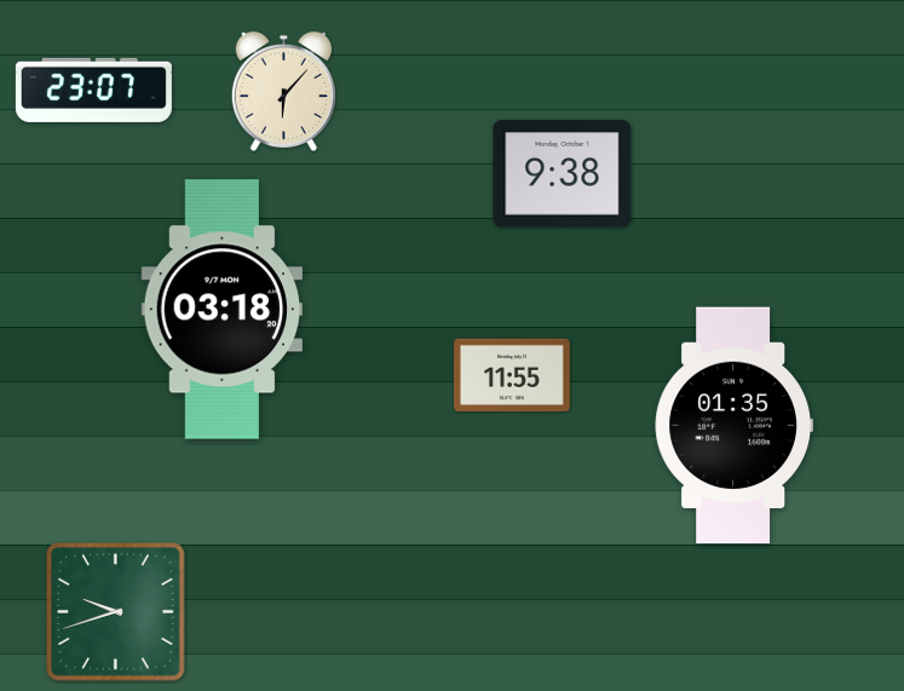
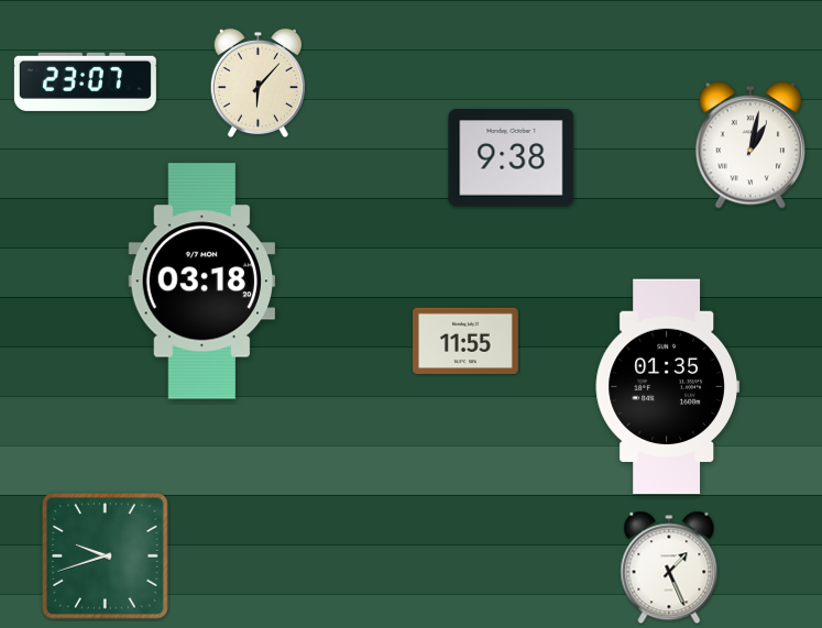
clock at (750, 145): none -> 1:02
clock at (669, 568): none -> 1:26
